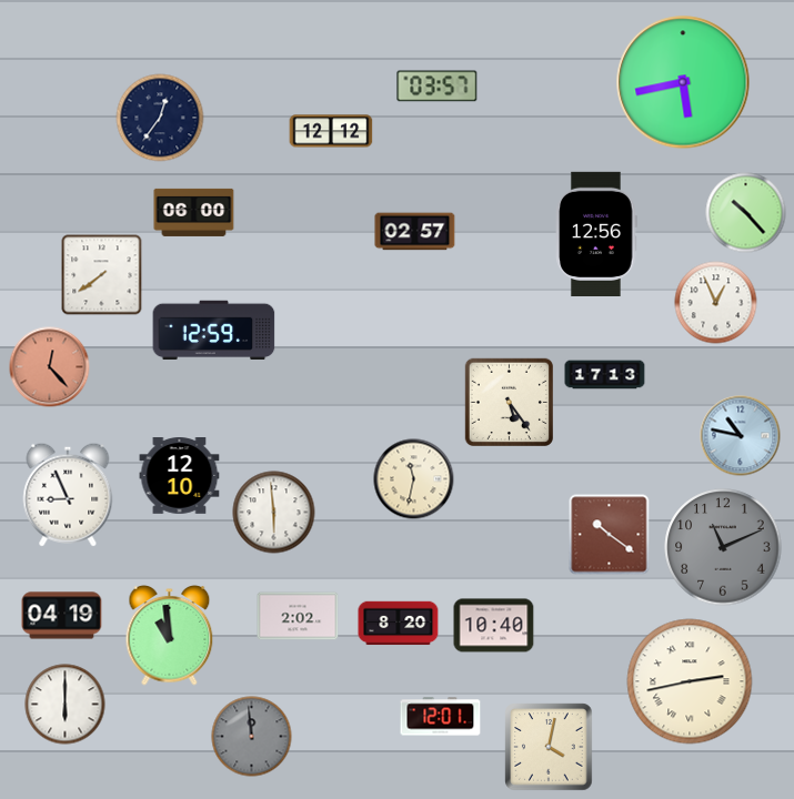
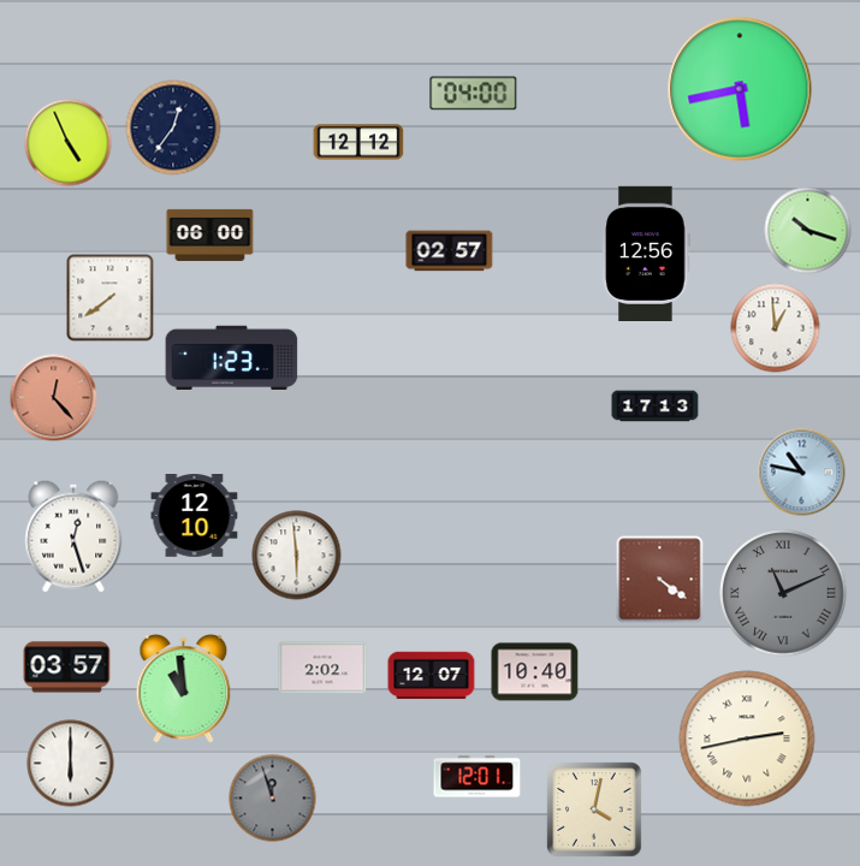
clock at (438, 87): 03:57 -> 04:00
clock at (69, 143): none -> 4:56
clock at (194, 212) position: (194, 212) -> (210, 235)
clock at (746, 213): 10:23 -> 10:18
clock at (716, 303): 12:56 -> 12:59
clock at (214, 330): 12:59 -> 1:23
clock at (510, 403): 5:24 -> none
clock at (414, 479): 11:32 -> none
clock at (68, 495): 8:56 -> 12:27
clock at (610, 535): 10:21 -> 4:21
clock at (723, 547) numerals: Arabic -> Roman
clock at (62, 616): 04:19 -> 03:57
clock at (399, 624): 8:20 -> 12:07
clock at (494, 626) position: (494, 626) -> (535, 672)
clock at (252, 737): 11:59 -> 11:57
